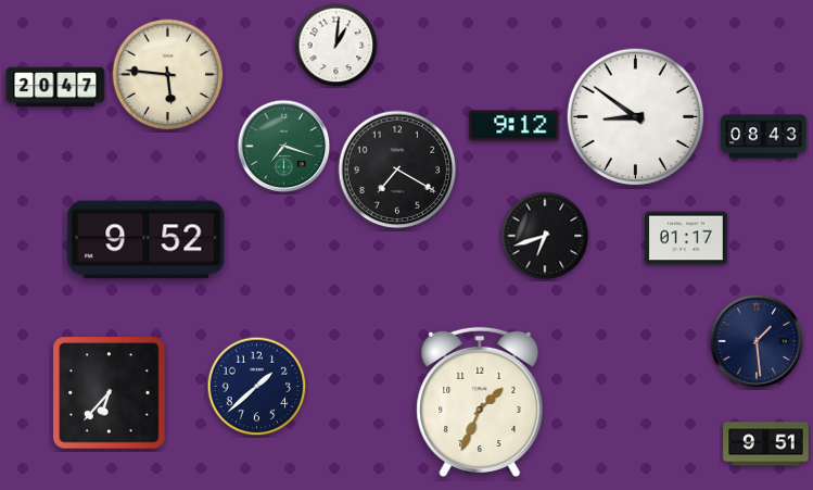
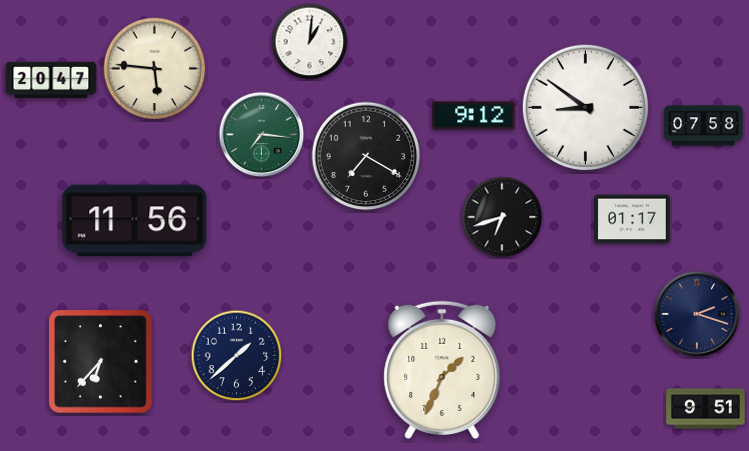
clock at (764, 137): 08:43 -> 07:58
clock at (284, 147): 7:18 -> 7:16
clock at (147, 240): 9:52 -> 11:56
clock at (757, 341): 1:29 -> 2:18
